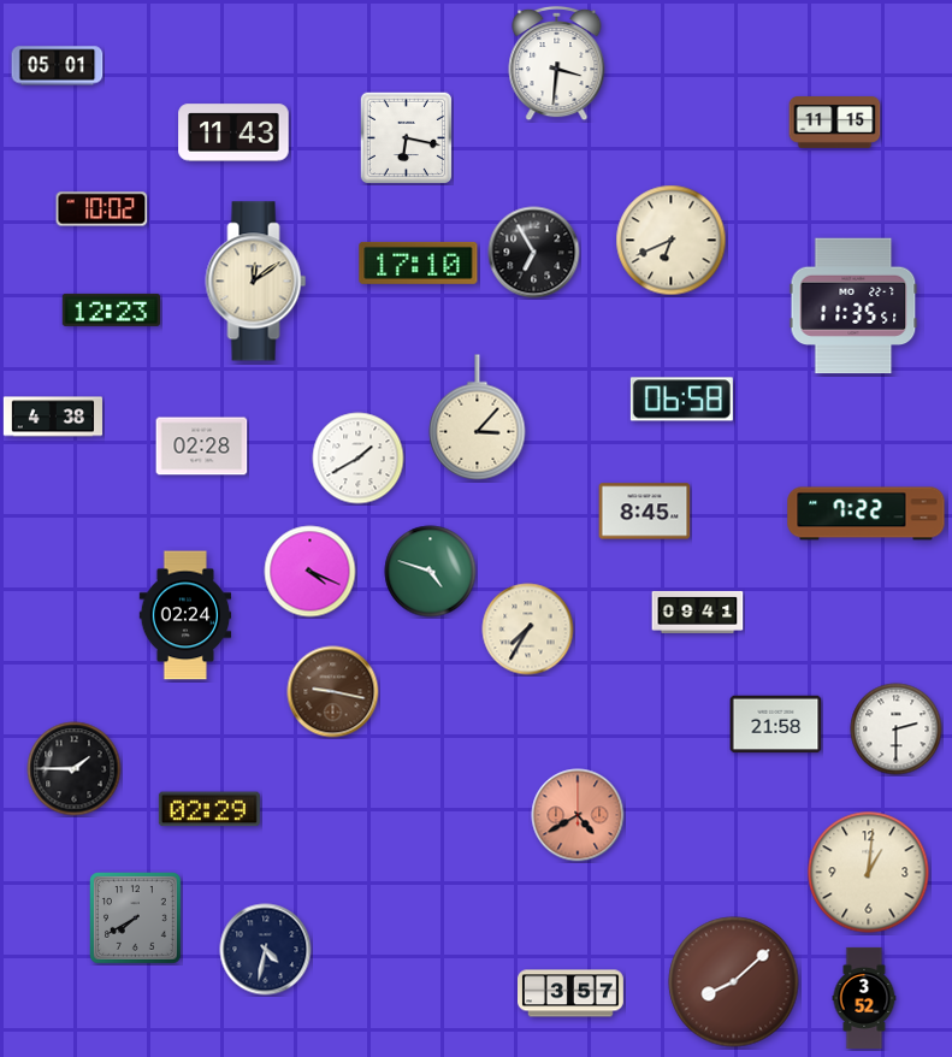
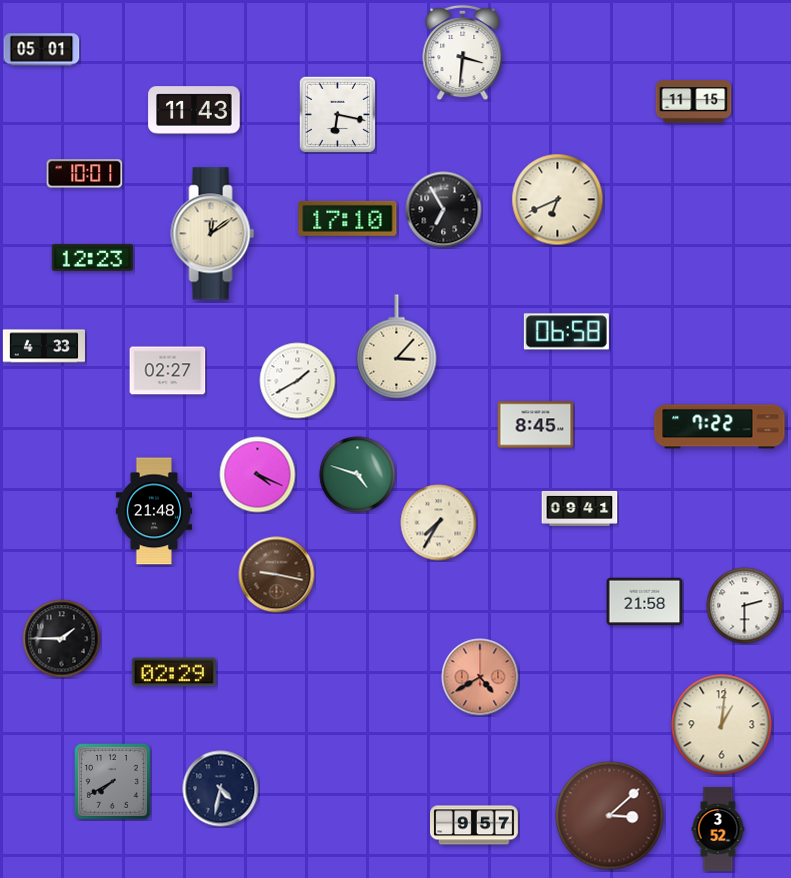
clock at (58, 66) position: (58, 66) -> (42, 50)
clock at (102, 209): 10:02 -> 10:01
clock at (853, 306): 11:35 -> none
clock at (52, 417): 4:38 -> 4:33
clock at (202, 447): 02:28 -> 02:27
clock at (185, 615): 02:24 -> 21:48
clock at (136, 919) position: (136, 919) -> (113, 782)
clock at (734, 982): 8:08 -> 3:08
clock at (572, 993): 3:57 -> 9:57
